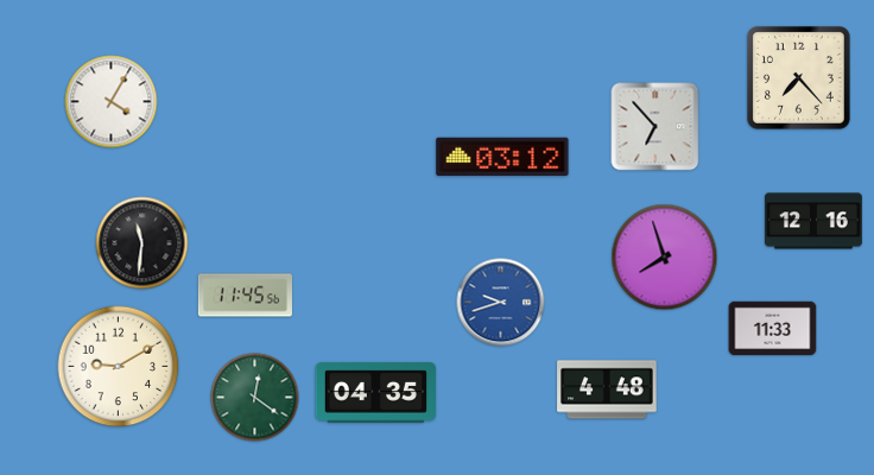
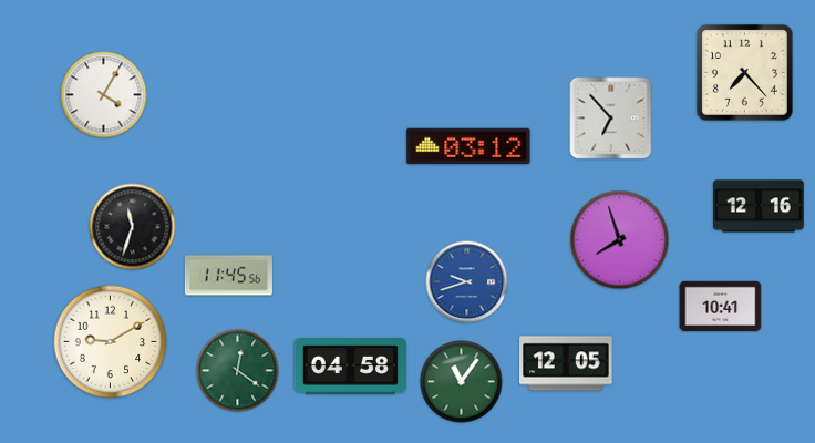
clock at (142, 243): 11:31 -> 11:33
clock at (773, 329): 11:33 -> 10:41
clock at (607, 389): 4:48 -> 12:05
clock at (375, 393): 04:35 -> 04:58
clock at (462, 382): none -> 11:06
